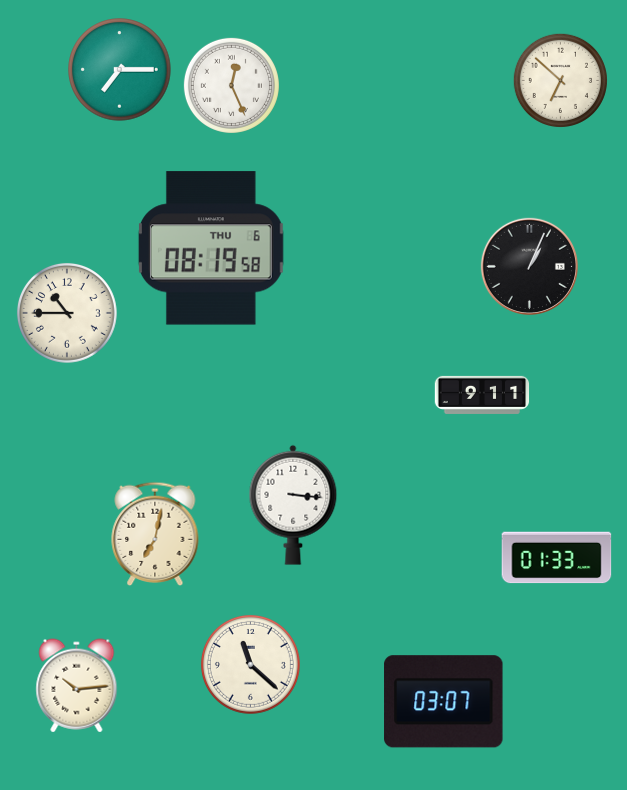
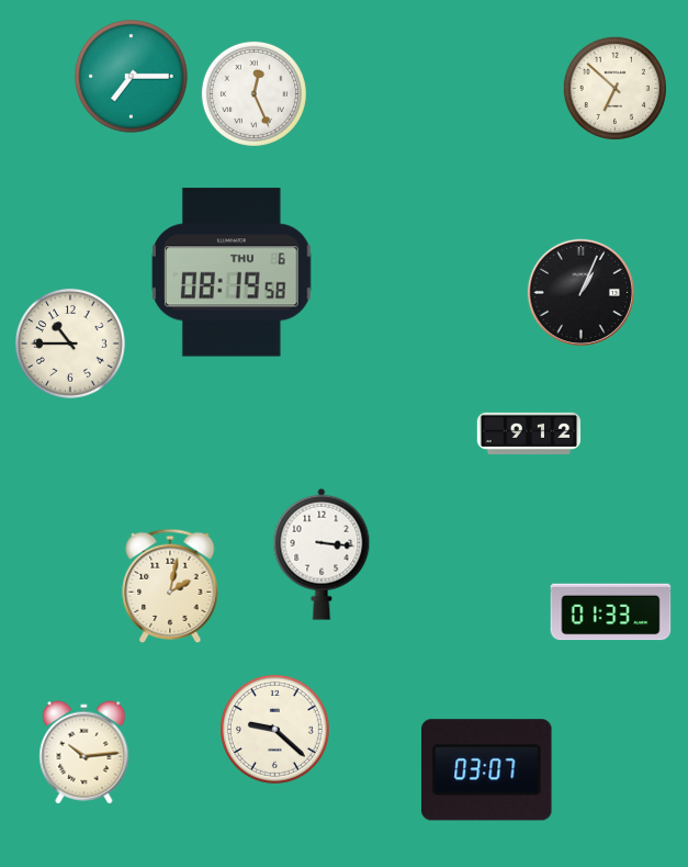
clock at (67, 313) position: (67, 313) -> (70, 344)
clock at (482, 395): 9:11 -> 9:12
clock at (155, 533): 7:02 -> 2:02
clock at (250, 664): 11:22 -> 9:22
